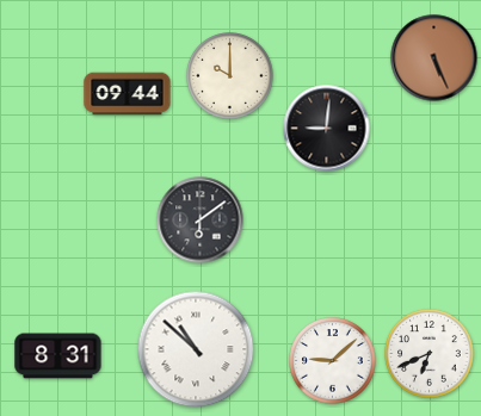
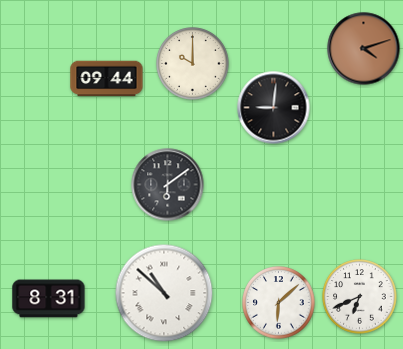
clock at (434, 58): 5:26 -> 4:12
clock at (333, 361): 9:08 -> 6:08
